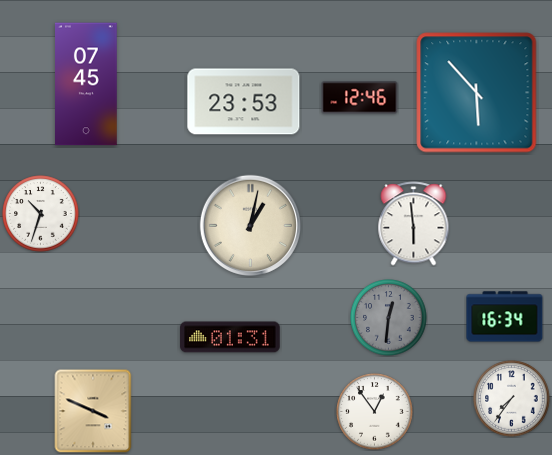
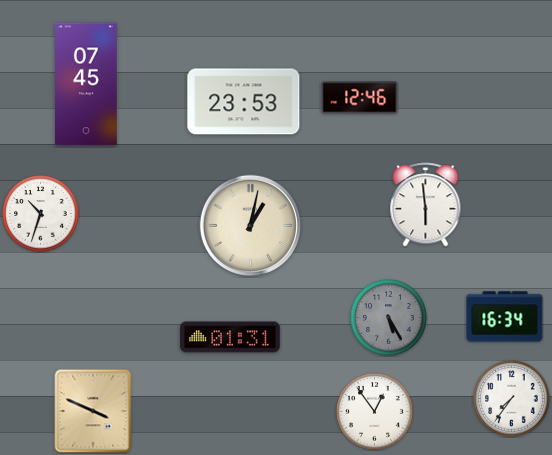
clock at (477, 93): 5:53 -> none
clock at (414, 224) position: (414, 224) -> (426, 205)
clock at (389, 318): 12:31 -> 5:25
